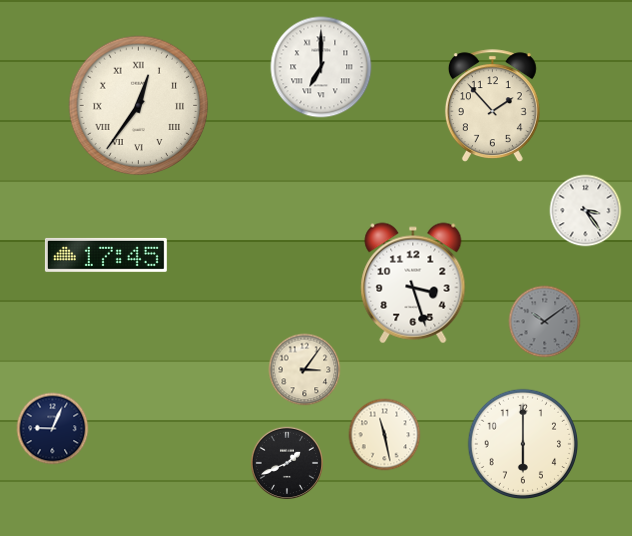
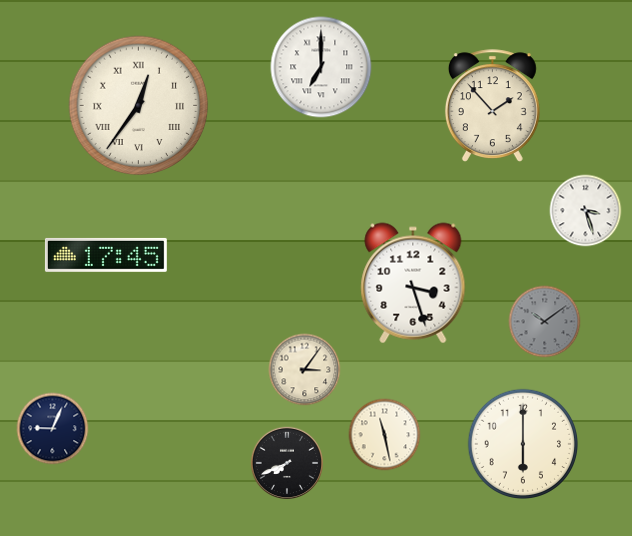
clock at (586, 211): 3:24 -> 3:27
clock at (286, 462): 1:41 -> 7:41
